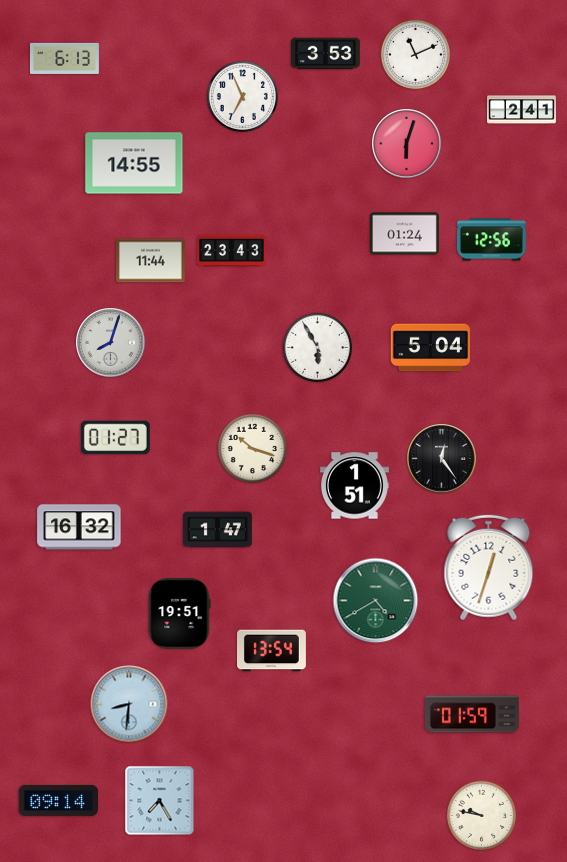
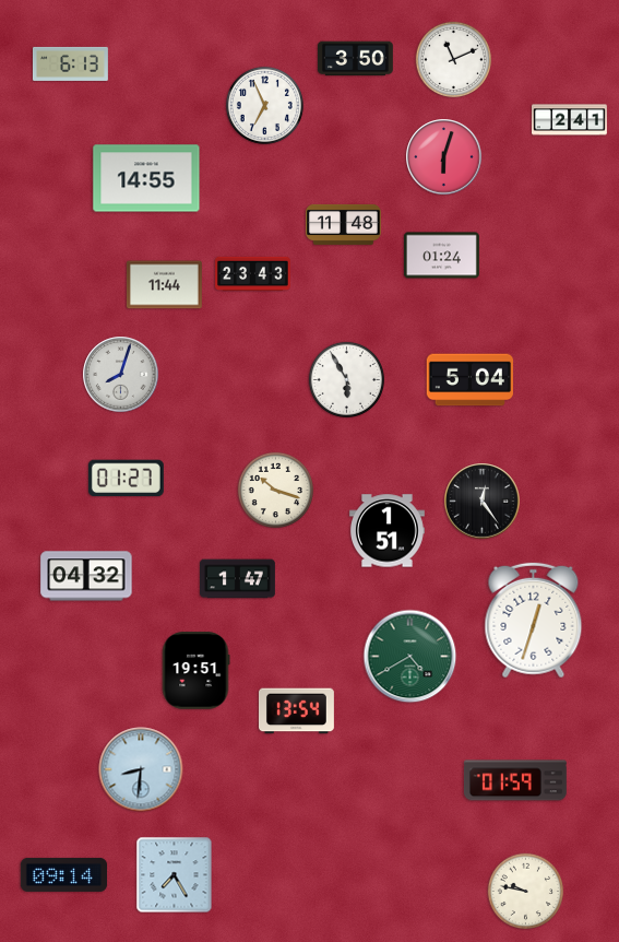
clock at (325, 54): 3:53 -> 3:50
clock at (343, 224): none -> 11:48
clock at (492, 240): 12:56 -> none
clock at (79, 527): 16:32 -> 04:32
